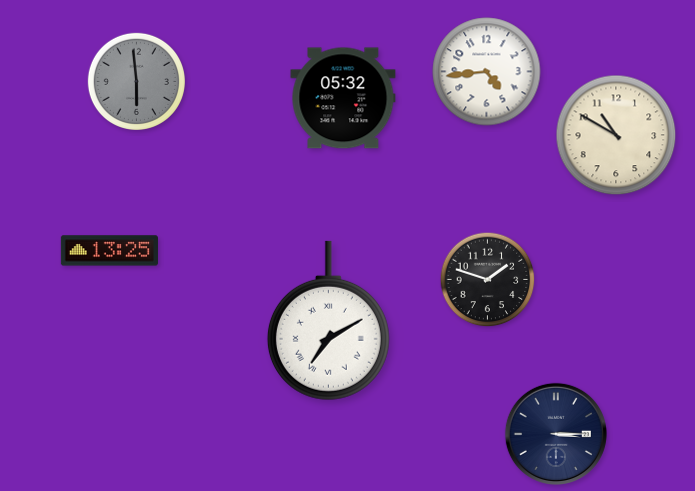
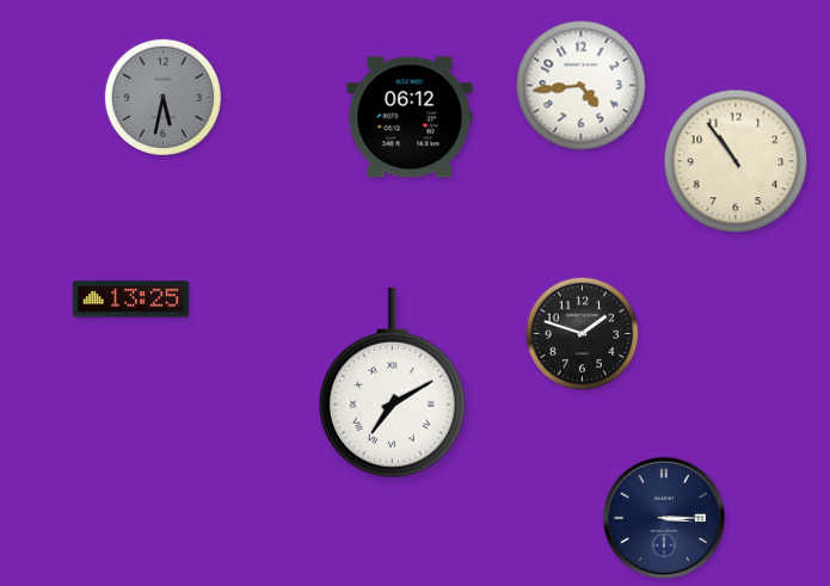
clock at (136, 81): 5:59 -> 5:32
clock at (343, 98): 05:32 -> 06:12
clock at (616, 135): 10:50 -> 10:54
